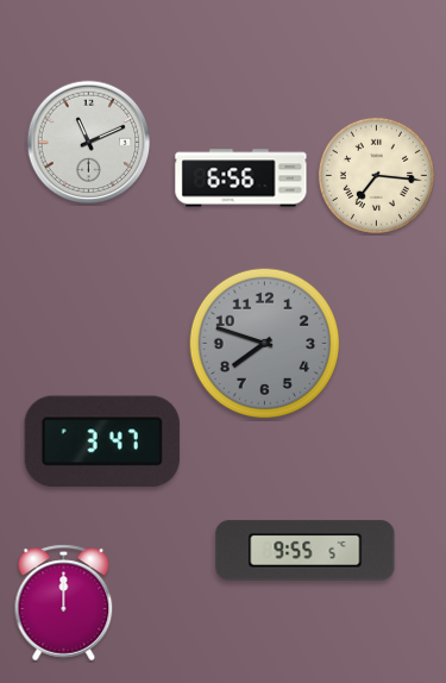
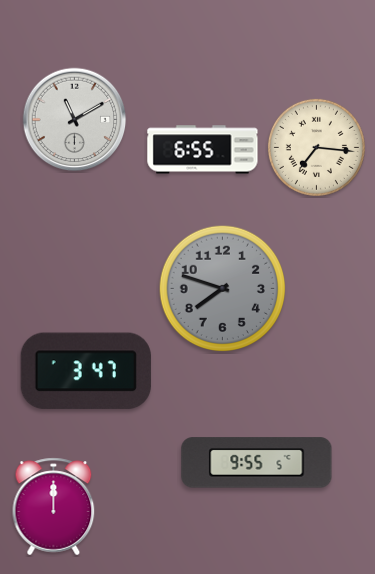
clock at (89, 143): 11:11 -> 11:10
clock at (241, 178): 6:56 -> 6:55
